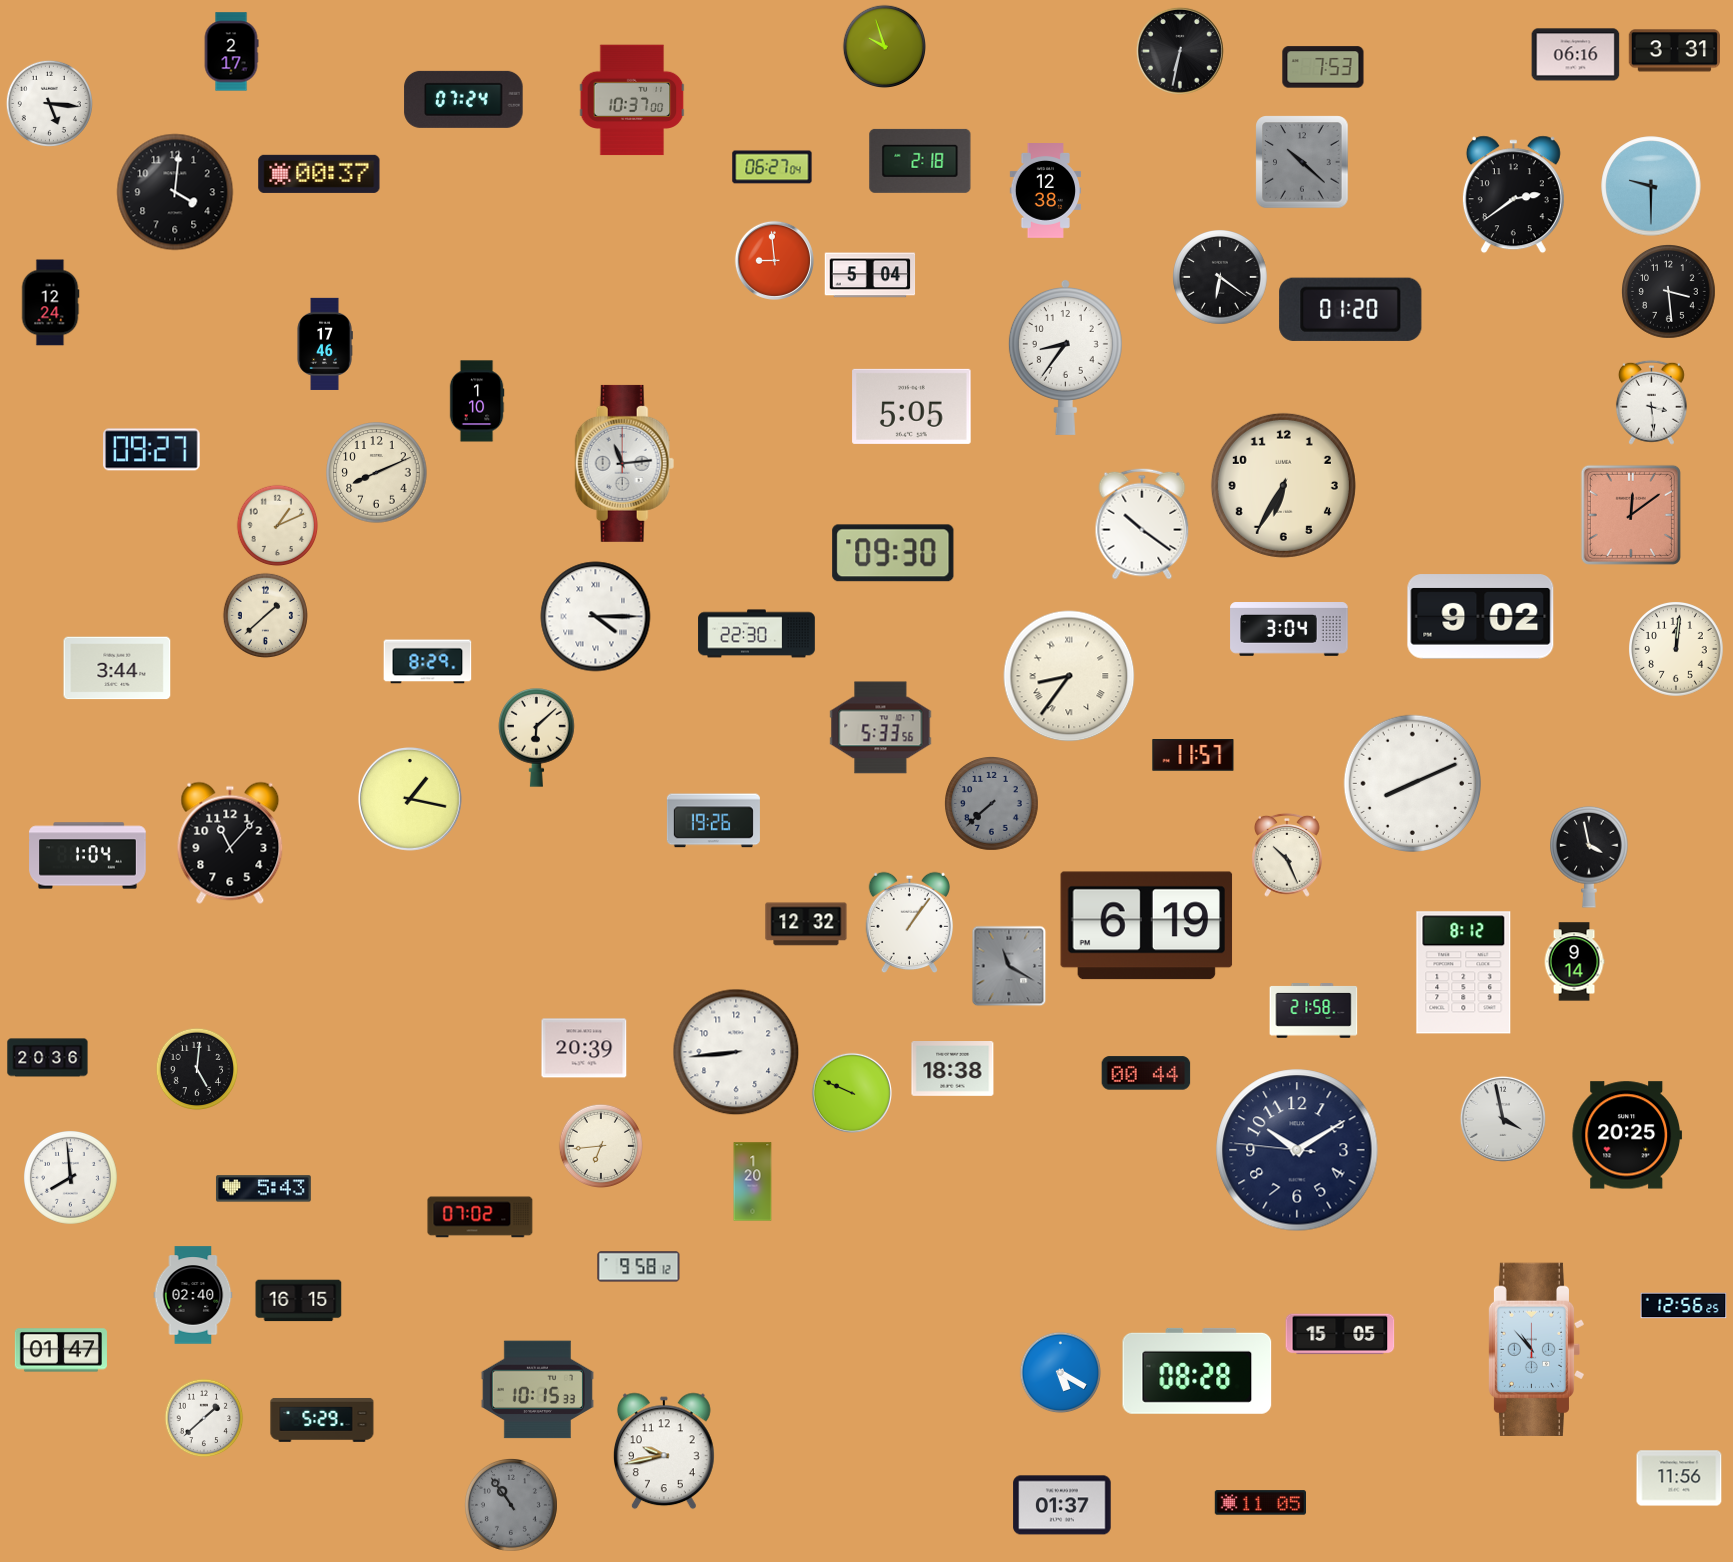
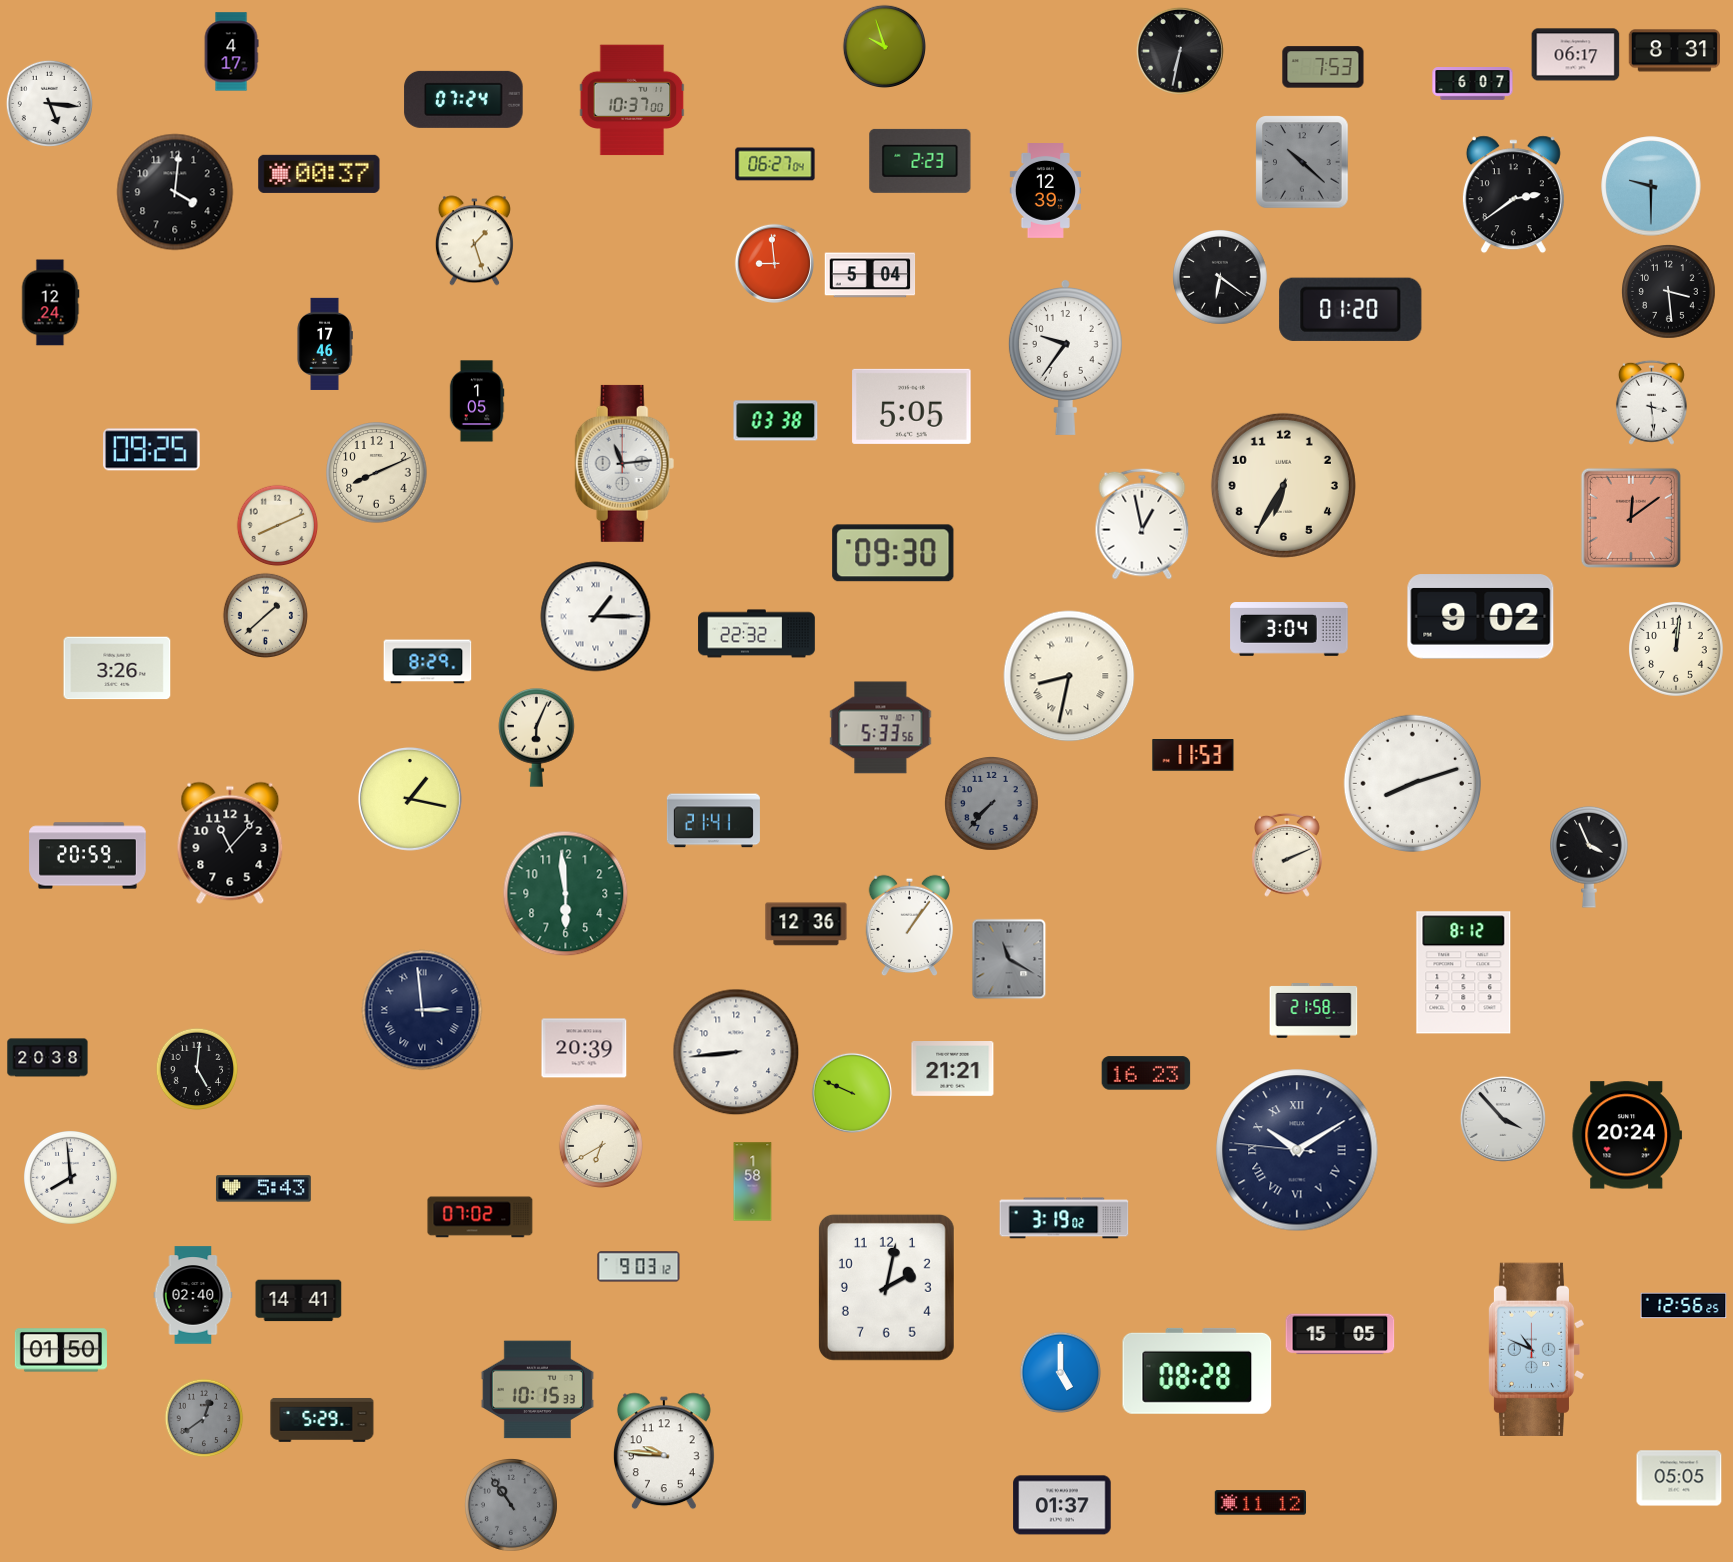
clock at (1674, 51): 3:31 -> 8:31
clock at (231, 52): 2:17 -> 4:17
clock at (1576, 55): 06:16 -> 06:17
clock at (1473, 84): none -> 6:07
clock at (920, 161): 2:18 -> 2:23
clock at (772, 167) position: (772, 167) -> (775, 164)
clock at (1045, 191): 12:38 -> 12:39
clock at (474, 241): none -> 1:27
clock at (774, 260) position: (774, 260) -> (774, 263)
clock at (1065, 358): 8:36 -> 9:36
clock at (477, 401): 1:10 -> 1:05
clock at (776, 421): none -> 03:38
clock at (152, 450): 09:27 -> 09:25
clock at (1631, 515) position: (1631, 515) -> (1631, 518)
clock at (1142, 524): 10:21 -> 12:58
clock at (278, 526): 1:11 -> 8:11
clock at (596, 617): 4:15 -> 1:15
clock at (757, 634): 22:30 -> 22:32
clock at (117, 668): 3:44 -> 3:26
clock at (1069, 676): 8:36 -> 8:32
clock at (537, 738): 6:08 -> 6:04
clock at (1193, 755): 11:57 -> 11:53
clock at (1412, 783): 8:11 -> 8:12
clock at (992, 804): 7:38 -> 7:37
clock at (713, 821): 19:26 -> 21:41
clock at (1288, 855): 10:26 -> 2:11
clock at (88, 856): 1:04 -> 20:59
clock at (1589, 857): 3:58 -> 3:56
clock at (566, 894): none -> 5:59
clock at (909, 923) position: (909, 923) -> (909, 926)
clock at (806, 924): 12:32 -> 12:36
clock at (1147, 926): 6:19 -> none
clock at (1574, 962): 9:14 -> none
clock at (1009, 966) position: (1009, 966) -> (1009, 959)
clock at (422, 1010): none -> 2:59
clock at (48, 1058): 20:36 -> 20:38
clock at (953, 1069): 18:38 -> 21:21
clock at (1146, 1073): 00:44 -> 16:23
clock at (1503, 1119): 3:58 -> 3:53
clock at (1627, 1135): 20:25 -> 20:24
clock at (600, 1145): 6:44 -> 6:40
clock at (1297, 1150) numerals: Arabic -> Roman
clock at (753, 1182): 1:20 -> 1:58
clock at (1064, 1218): none -> 3:19
clock at (639, 1267): 9:58 -> 9:03
clock at (886, 1287): none -> 2:02
clock at (299, 1301): 16:15 -> 14:41
clock at (1535, 1349): 10:53 -> 10:49
clock at (61, 1350): 01:47 -> 01:50
clock at (1061, 1373): 5:20 -> 5:00
clock at (204, 1418): 1:38 -> 12:39
clock at (204, 1418) dial: white -> grey
clock at (664, 1451): 9:43 -> 9:46
clock at (1679, 1478): 11:56 -> 05:05
clock at (1260, 1503): 11:05 -> 11:12
